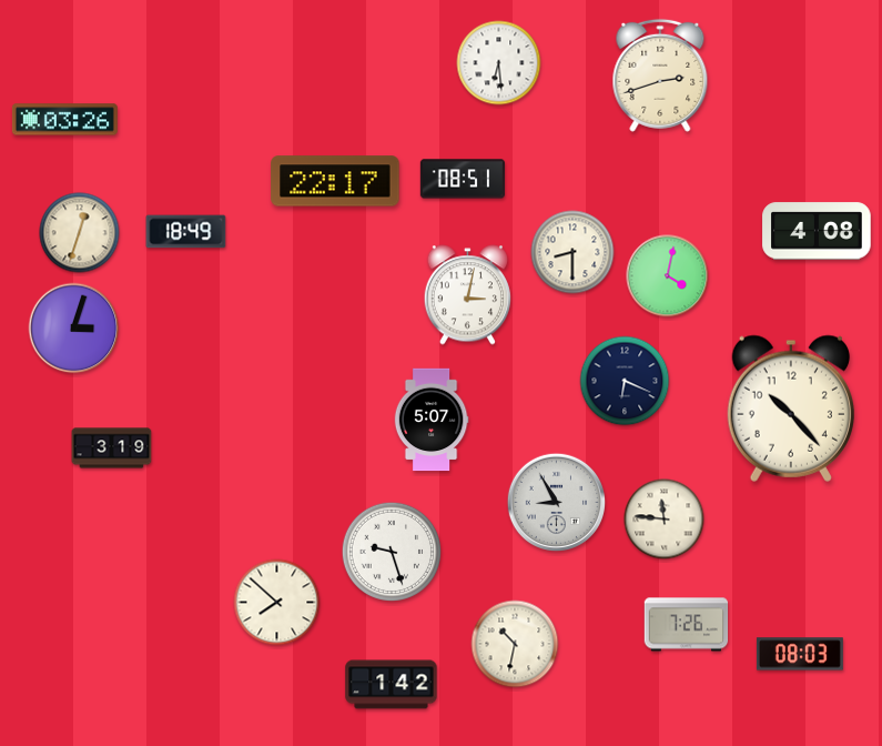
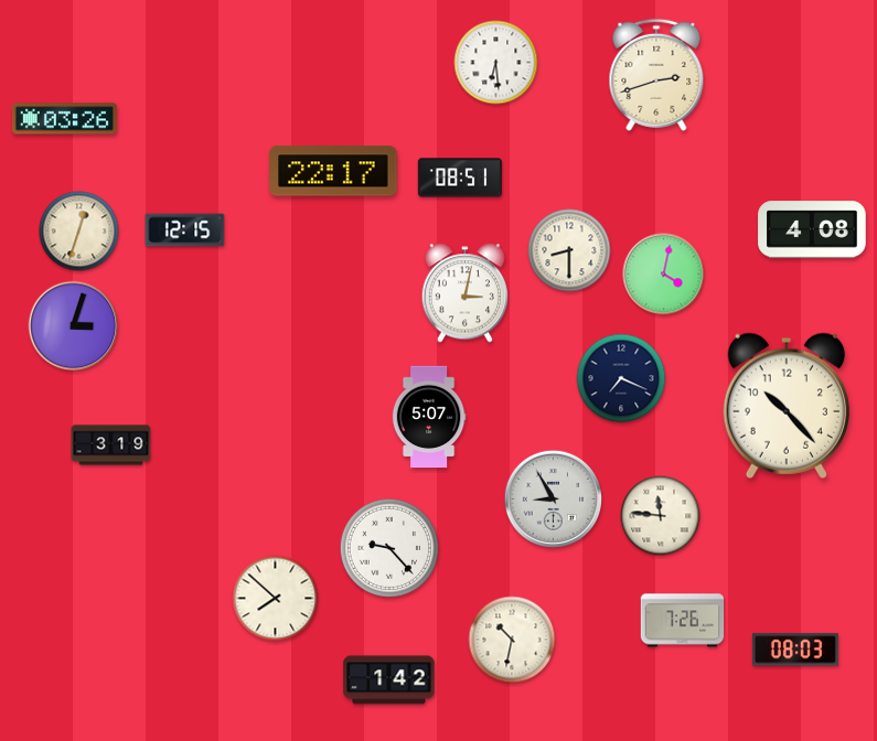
clock at (335, 181) position: (335, 181) -> (333, 171)
clock at (186, 232): 18:49 -> 12:15
clock at (625, 381): 6:19 -> 7:19
clock at (391, 551): 9:27 -> 9:23
